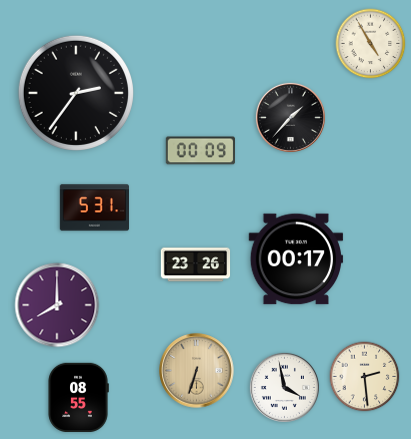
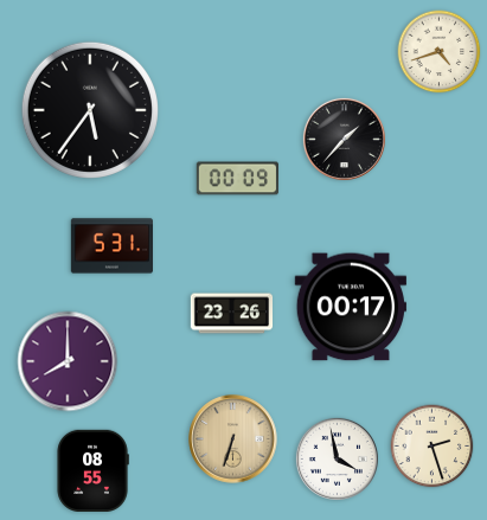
clock at (371, 44): 4:55 -> 4:42
clock at (76, 93): 2:36 -> 5:36
clock at (365, 377): 2:29 -> 2:27
